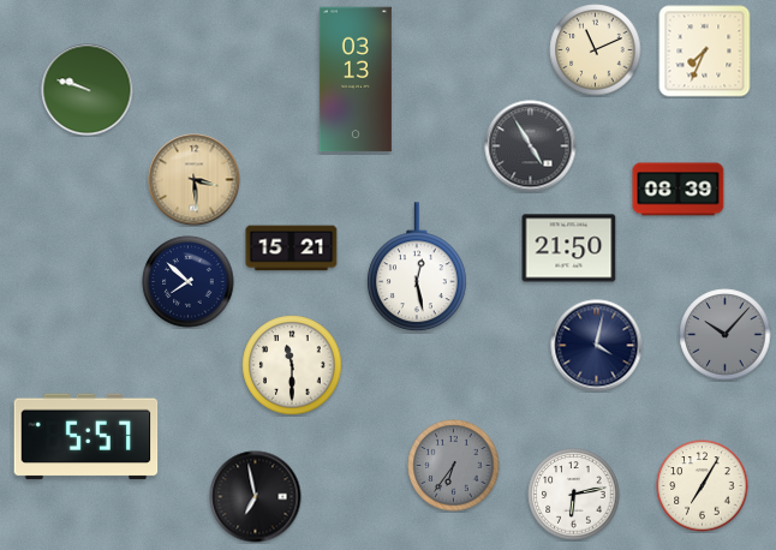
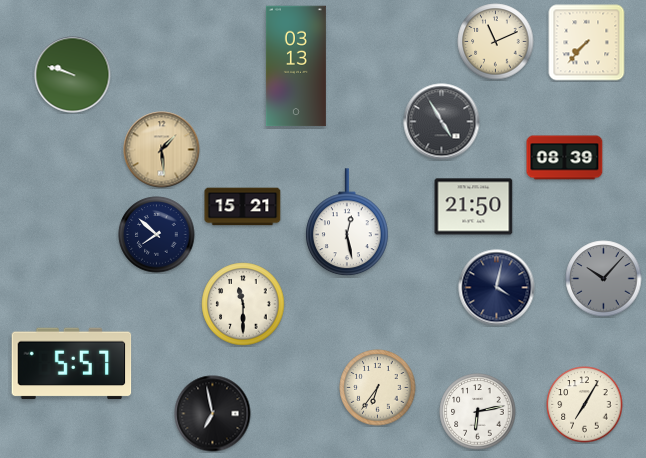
clock at (705, 52): 7:34 -> 7:37
clock at (195, 180): 3:29 -> 1:29
clock at (454, 466) dial: grey -> cream
